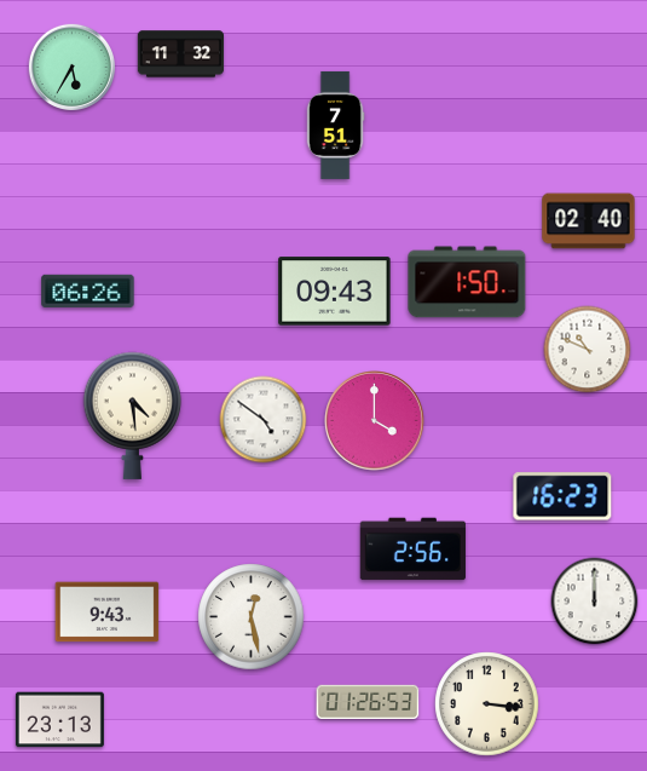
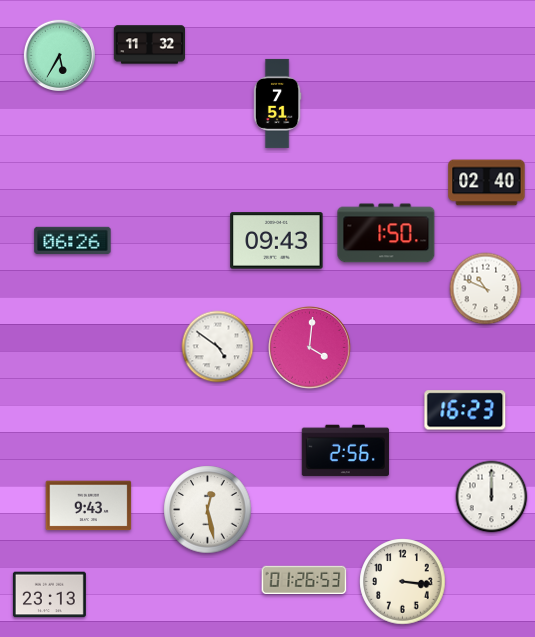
clock at (133, 415): 4:29 -> none
clock at (375, 421): 4:00 -> 4:01
clock at (412, 550) position: (412, 550) -> (345, 451)
